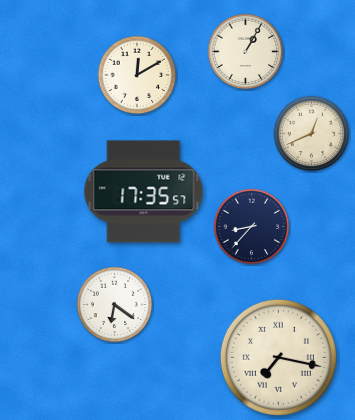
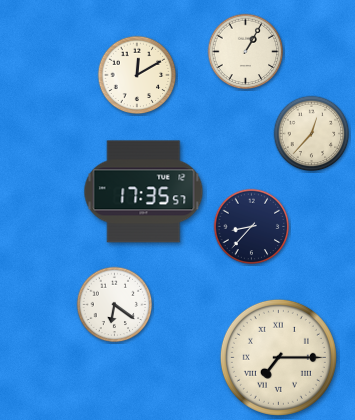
clock at (312, 134): 12:41 -> 12:37
clock at (278, 357): 7:17 -> 7:15
